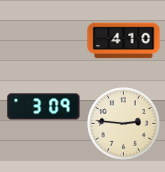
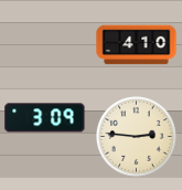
clock at (44, 107) position: (44, 107) -> (45, 118)
